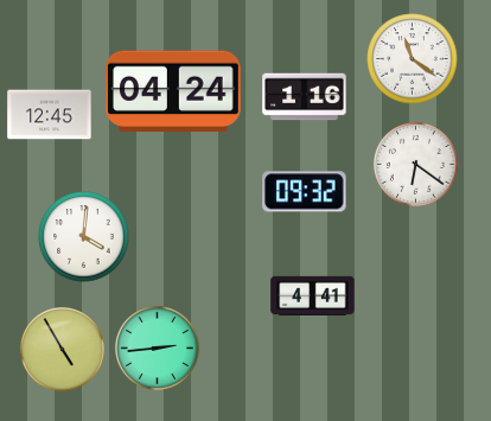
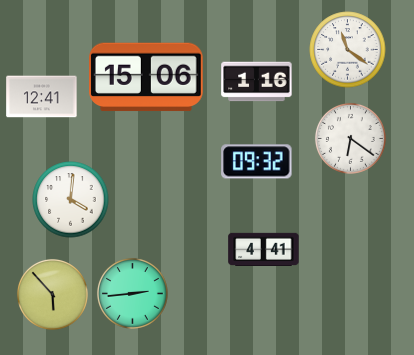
clock at (174, 91): 04:24 -> 15:06
clock at (50, 115): 12:45 -> 12:41
clock at (62, 349): 4:55 -> 5:53
